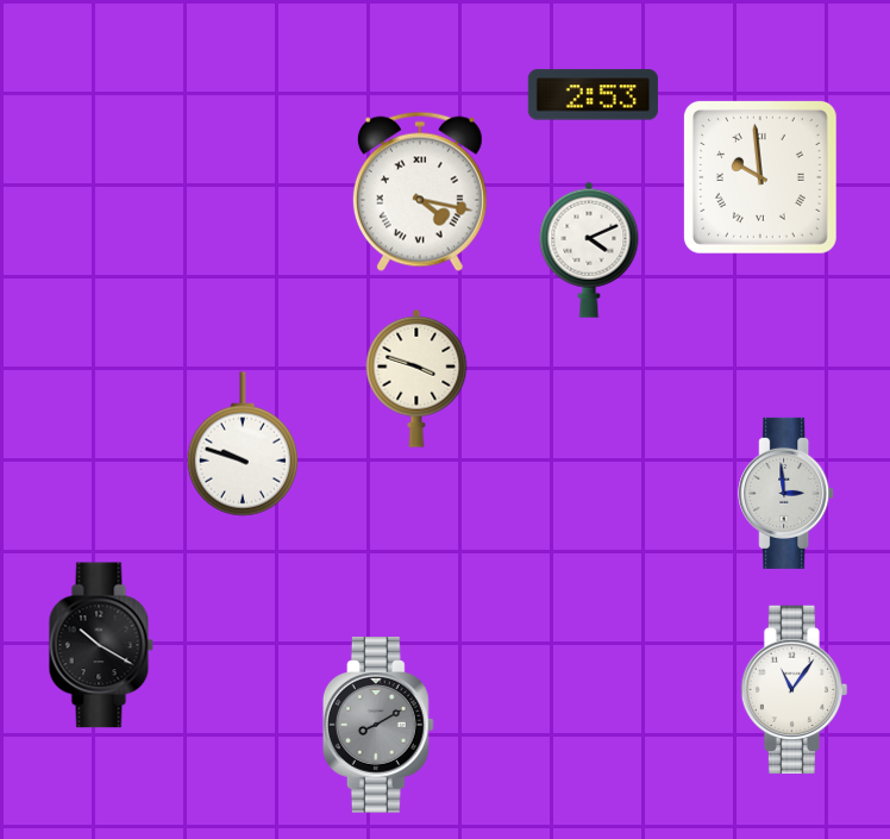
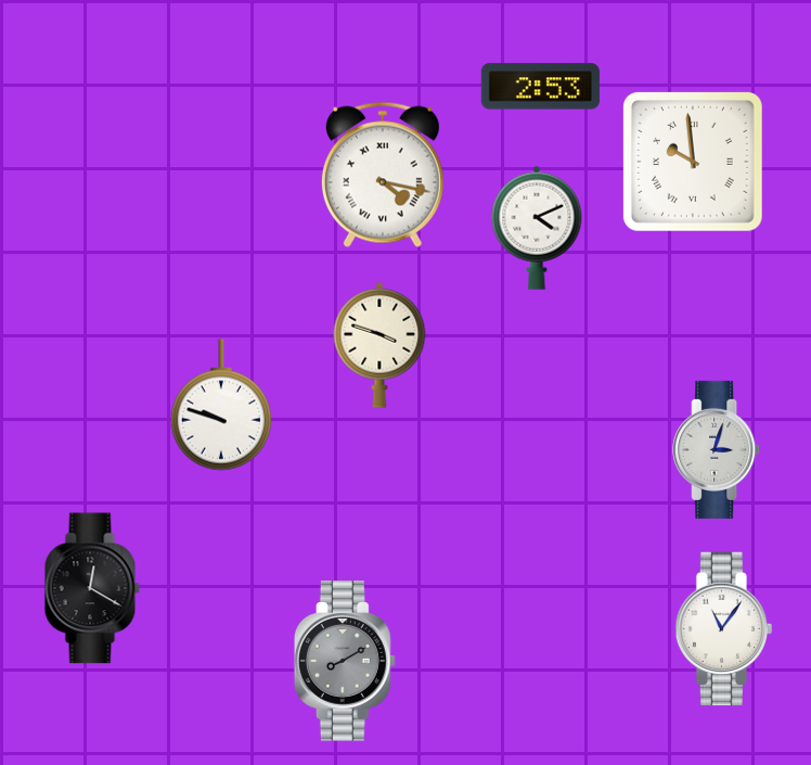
clock at (786, 493): 2:59 -> 3:03
clock at (101, 645): 10:20 -> 12:20
